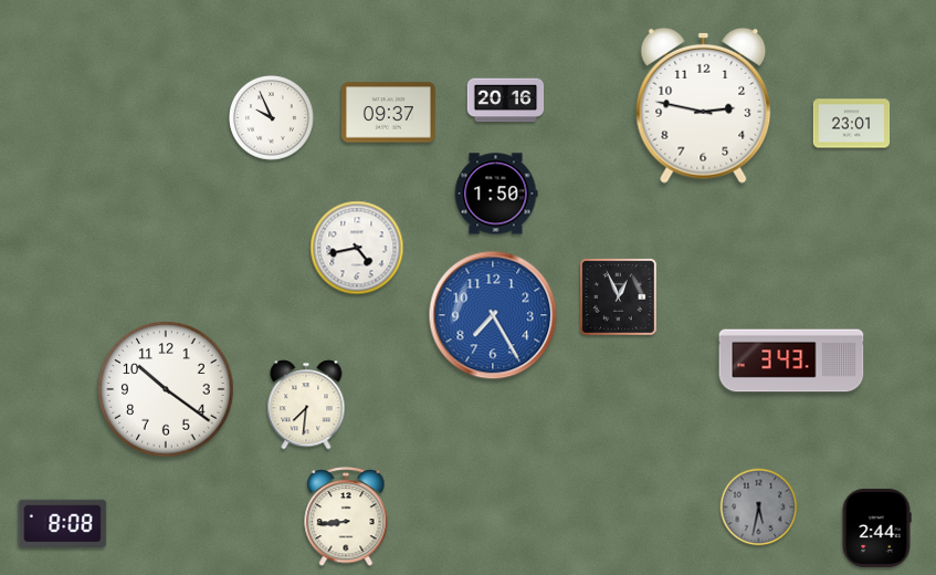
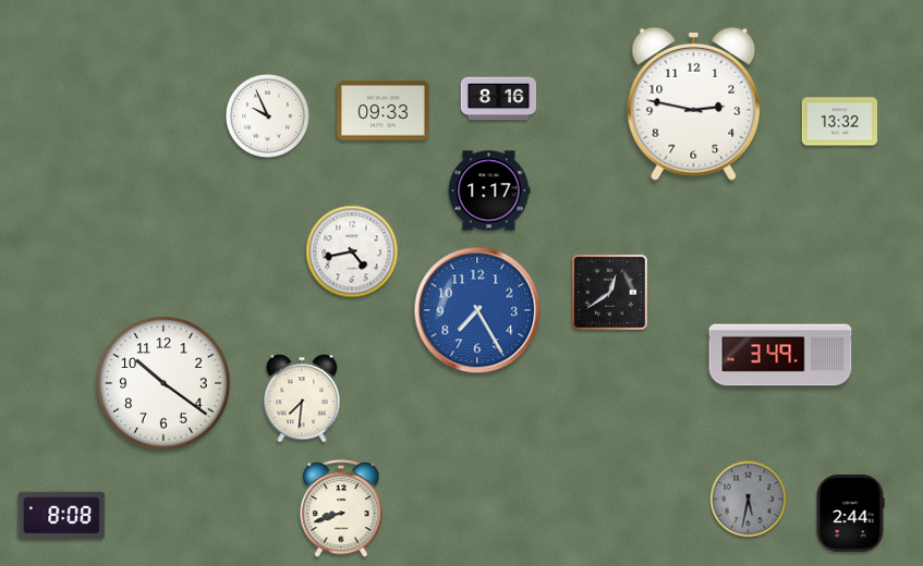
clock at (506, 101): 20:16 -> 8:16
clock at (389, 113): 09:37 -> 09:33
clock at (852, 124): 23:01 -> 13:32
clock at (496, 194): 1:50 -> 1:17
clock at (357, 248) position: (357, 248) -> (352, 251)
clock at (619, 297): 12:56 -> 12:39
clock at (493, 315) position: (493, 315) -> (477, 310)
clock at (791, 360): 3:43 -> 3:49
clock at (346, 517): 8:44 -> 8:42
clock at (876, 527) position: (876, 527) -> (850, 513)
